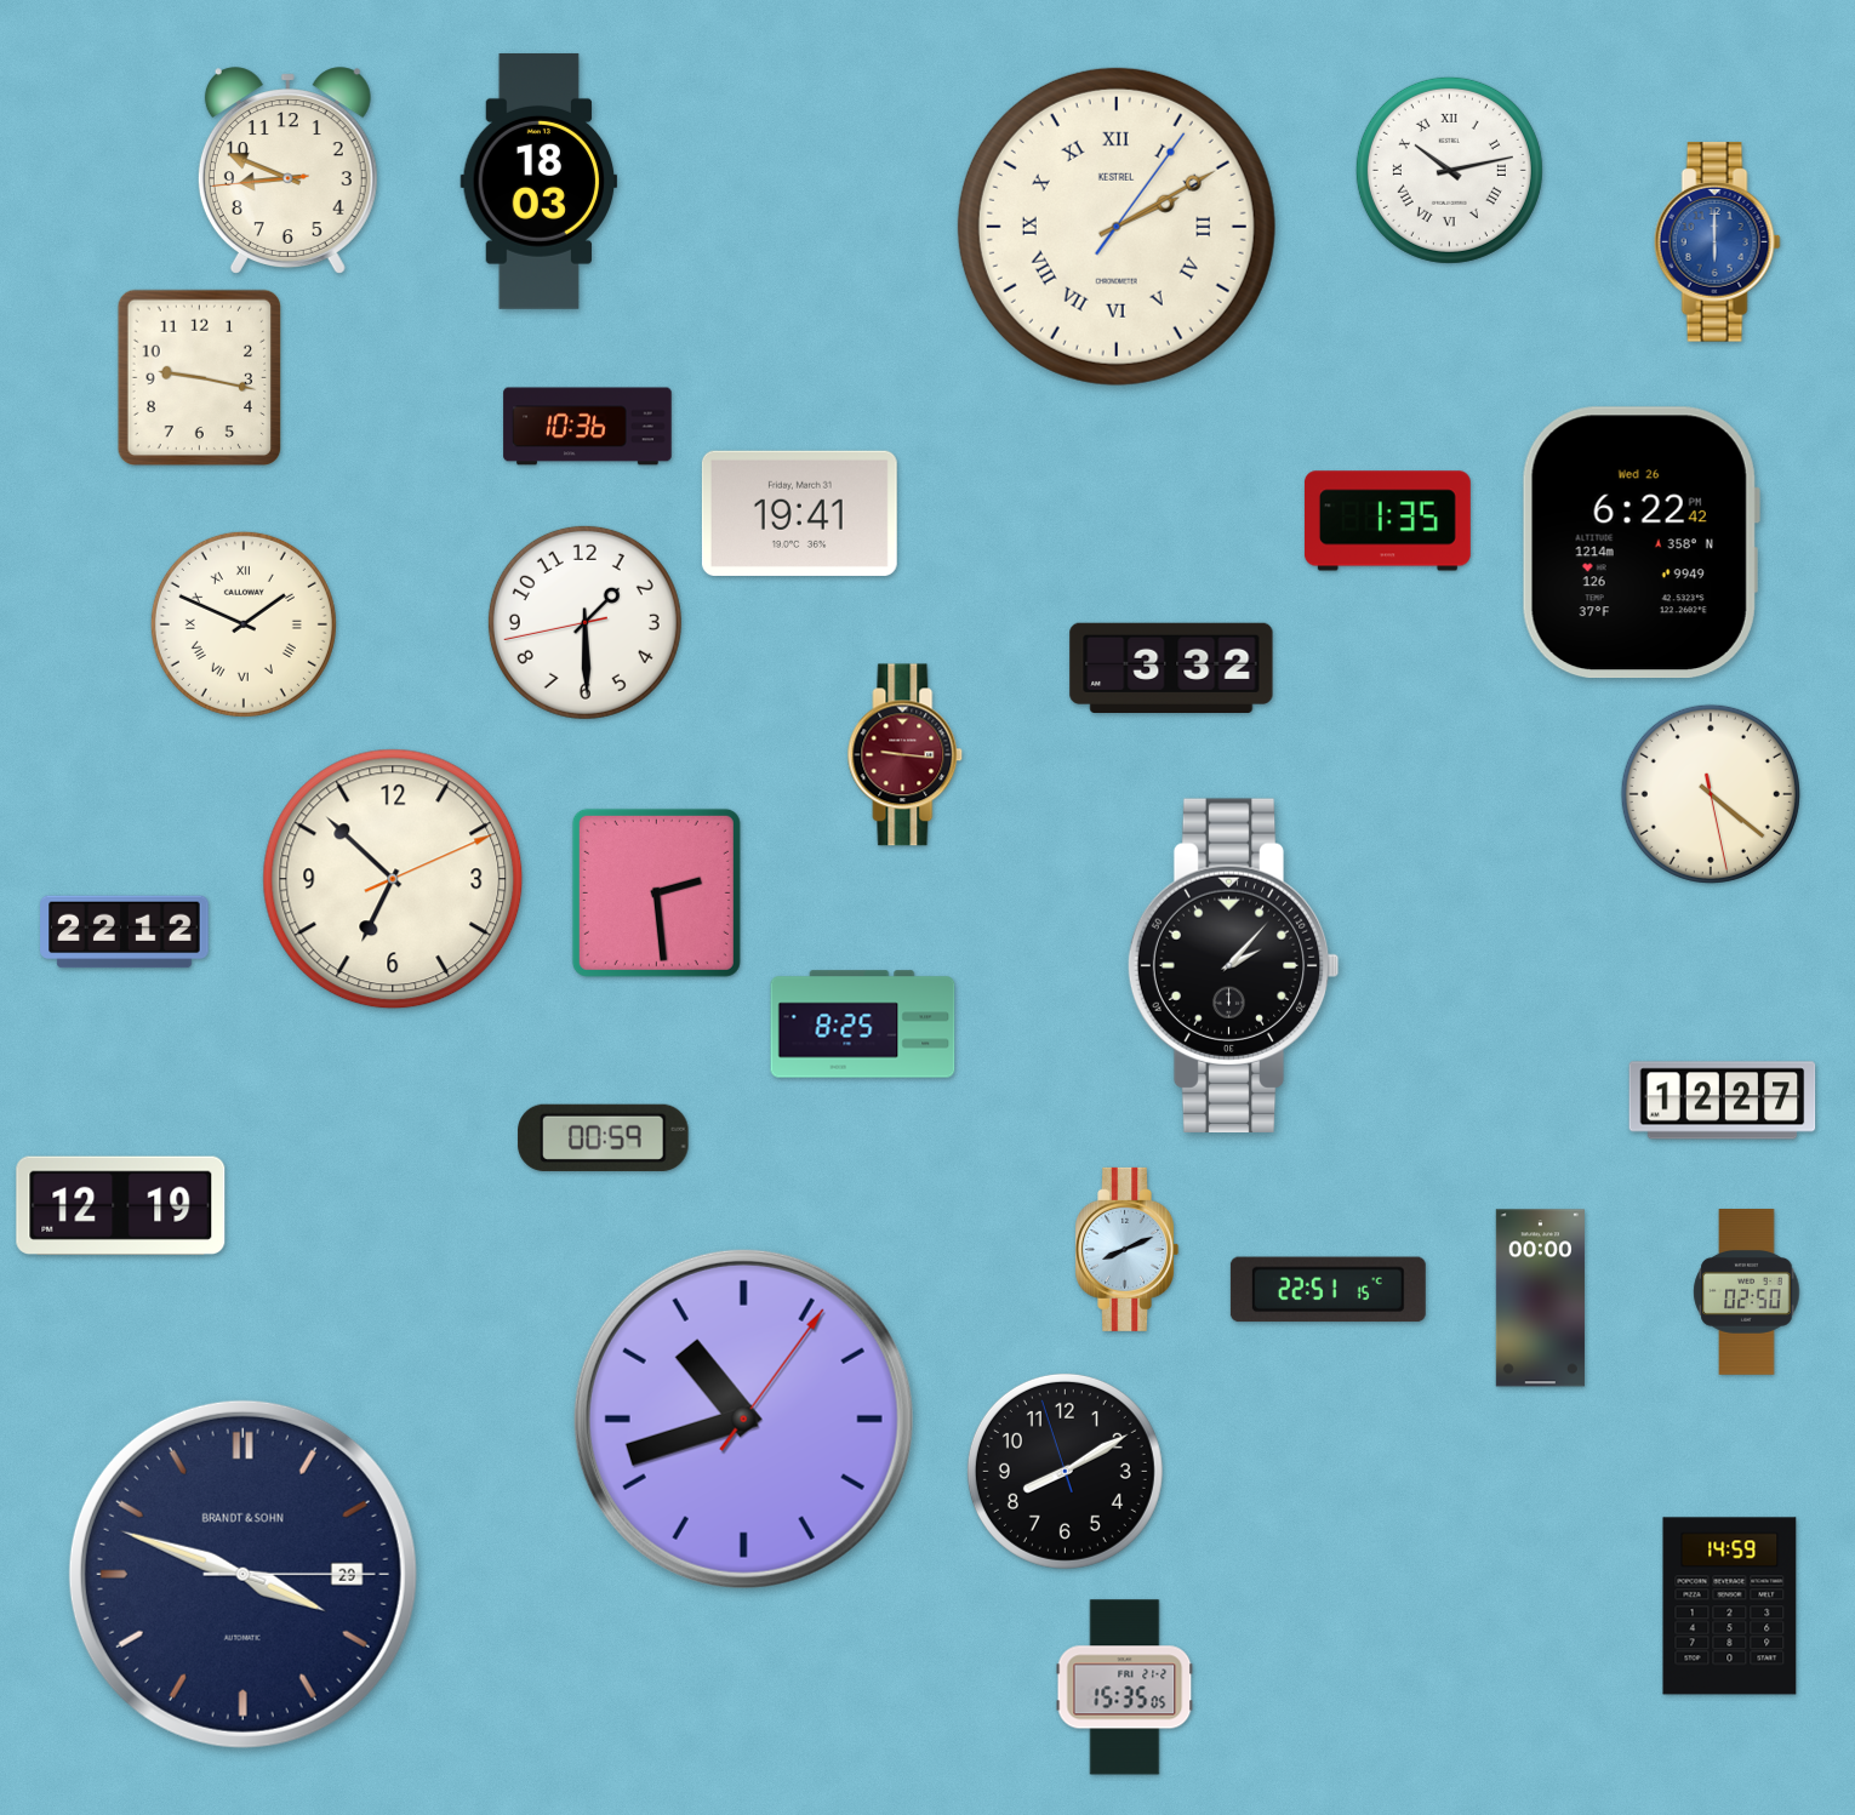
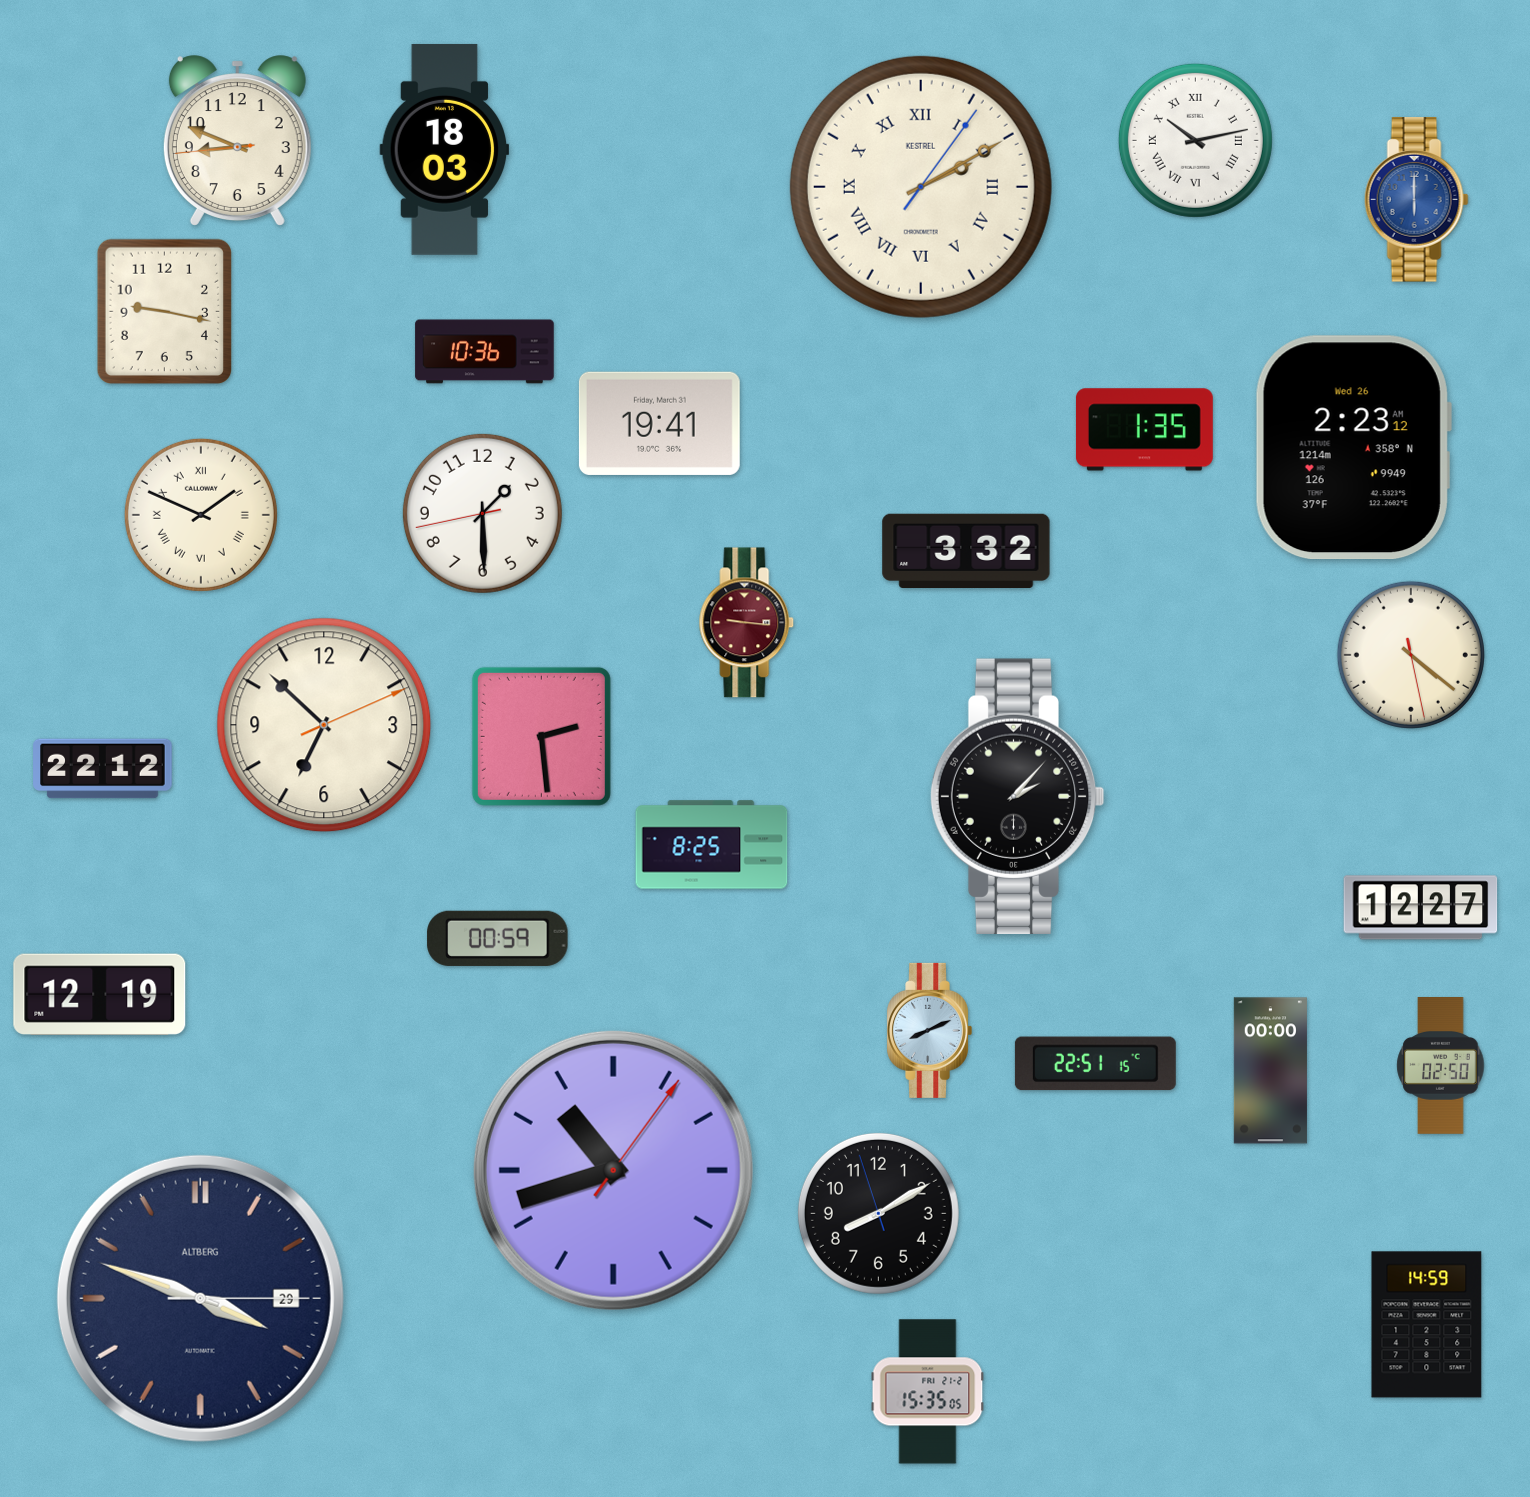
clock at (1640, 543): 6:22 -> 2:23
clock at (242, 1574) brand: BRANDT & SOHN -> ALTBERG
